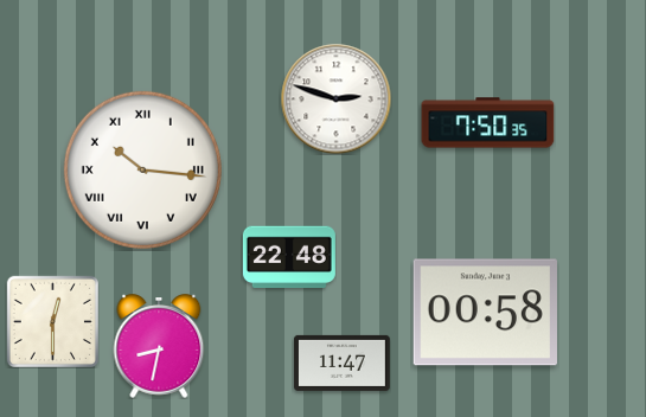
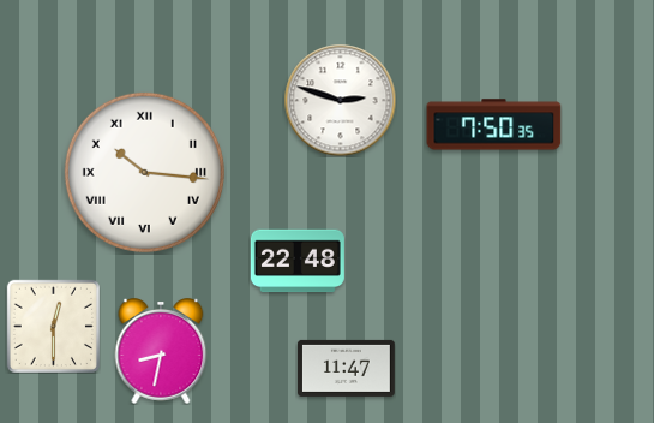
clock at (289, 257) position: (289, 257) -> (298, 261)
clock at (485, 313): 00:58 -> none
